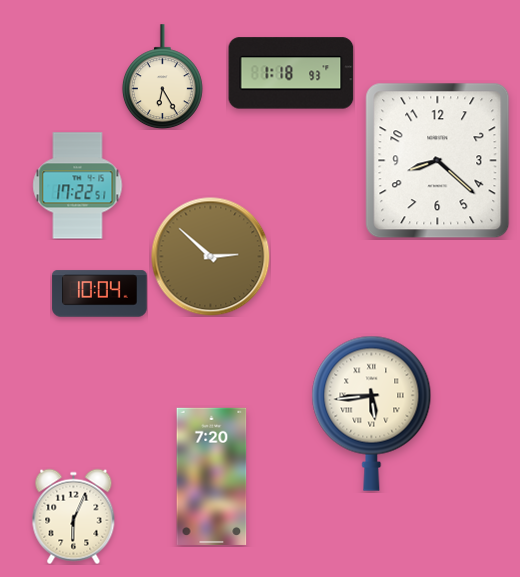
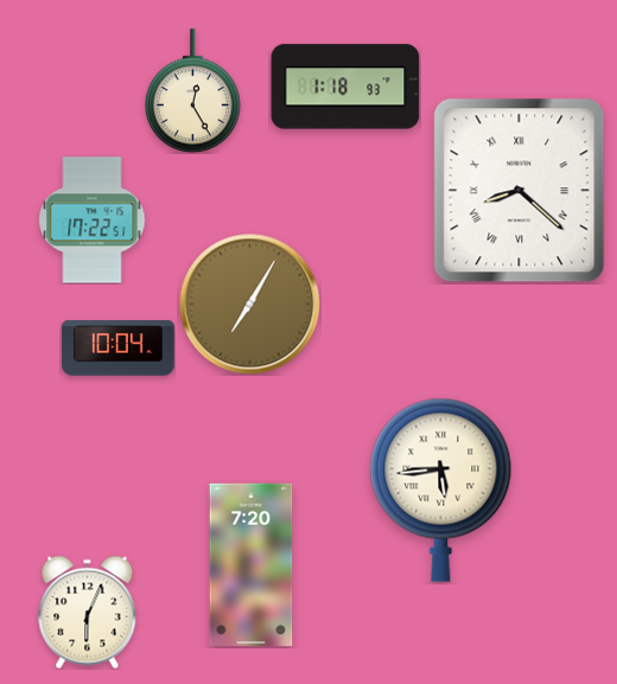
clock at (162, 77): 6:25 -> 12:25
clock at (438, 161) numerals: Arabic -> Roman
clock at (211, 257): 2:52 -> 7:05
